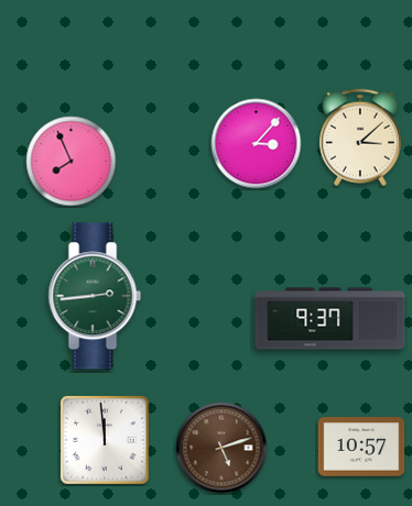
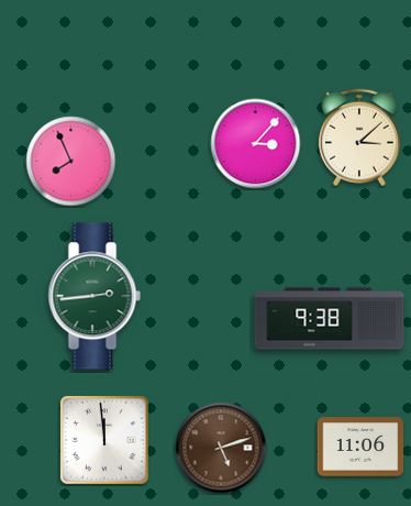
clock at (330, 319): 9:37 -> 9:38
clock at (361, 447): 10:57 -> 11:06
